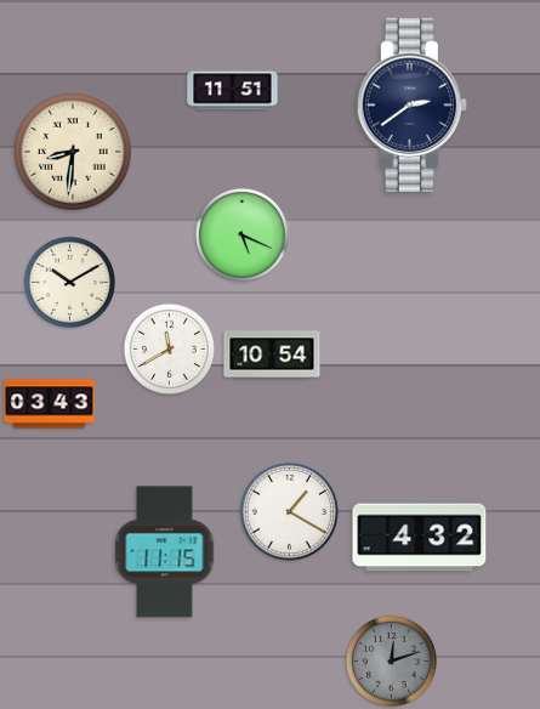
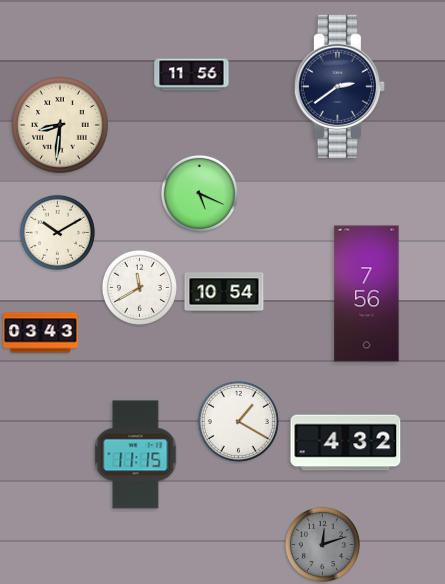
clock at (233, 91): 11:51 -> 11:56
clock at (367, 294): none -> 7:56
